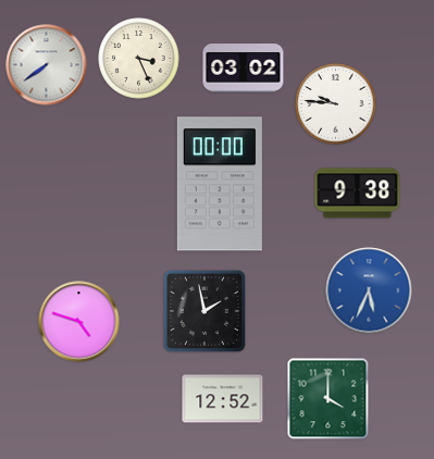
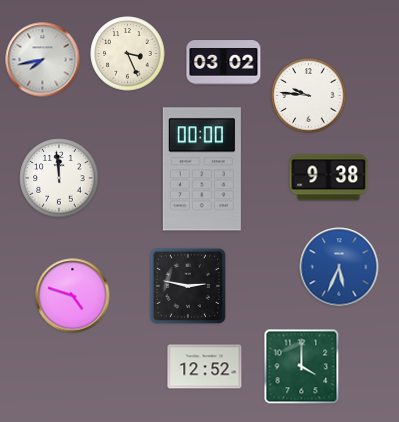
clock at (47, 65): 7:39 -> 7:43
clock at (59, 178): none -> 11:59
clock at (204, 311): 1:58 -> 2:47
